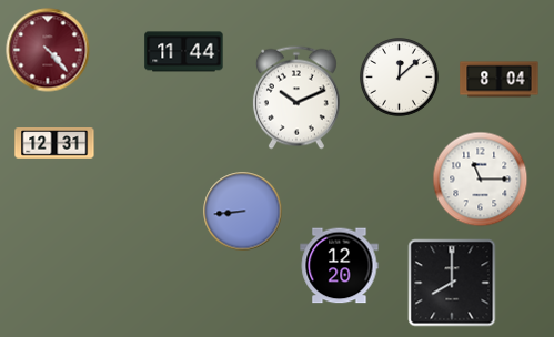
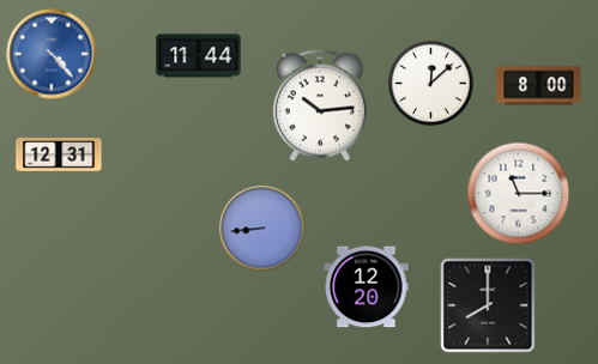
clock at (48, 50) dial: burgundy -> blue
clock at (500, 80): 8:04 -> 8:00
clock at (296, 98): 10:11 -> 10:14
